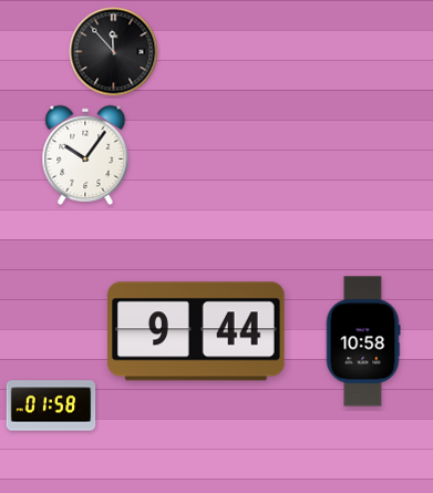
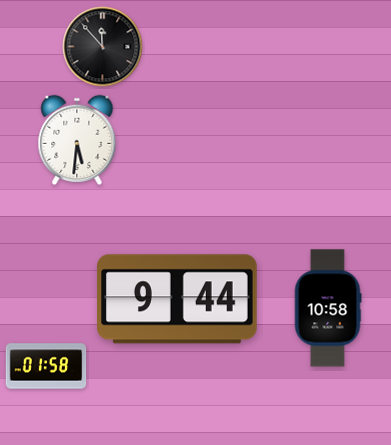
clock at (85, 155): 10:06 -> 5:31
